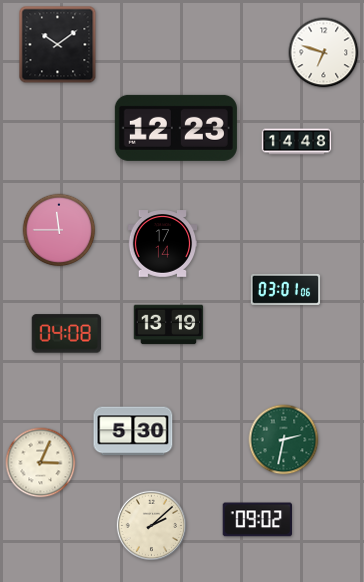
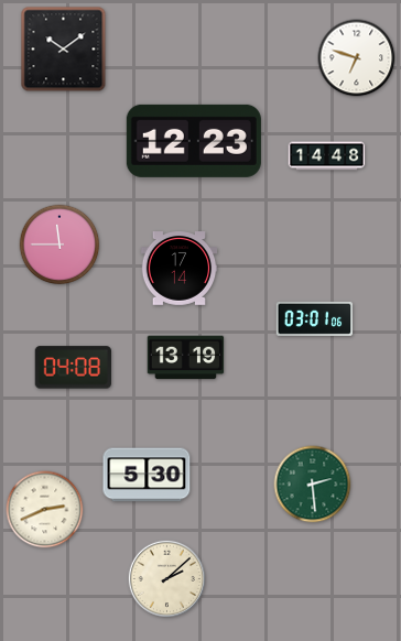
clock at (59, 230) position: (59, 230) -> (59, 245)
clock at (284, 440): 2:32 -> 2:29
clock at (41, 463): 3:04 -> 2:41
clock at (257, 520): 09:02 -> none
